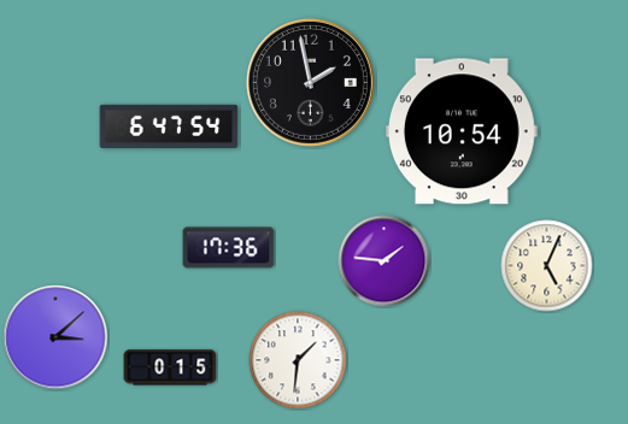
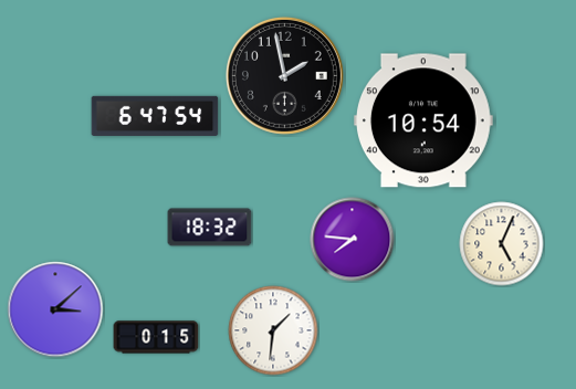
clock at (229, 248): 17:36 -> 18:32
clock at (385, 261): 1:46 -> 7:46
clock at (55, 337) position: (55, 337) -> (55, 309)
